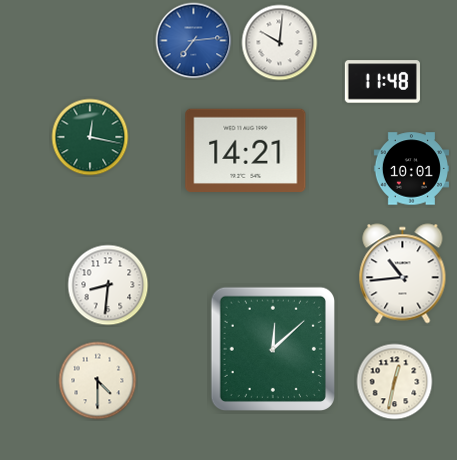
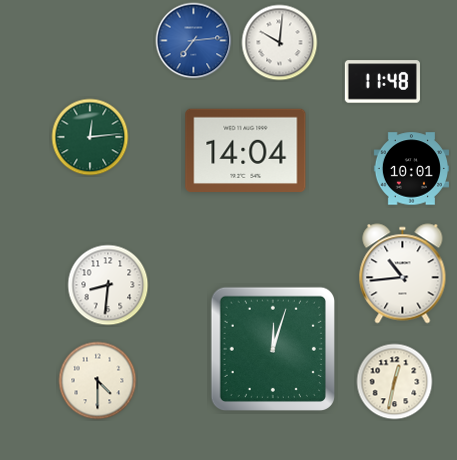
clock at (90, 137): 12:17 -> 12:14
clock at (246, 151): 14:21 -> 14:04
clock at (272, 348): 12:08 -> 12:03
